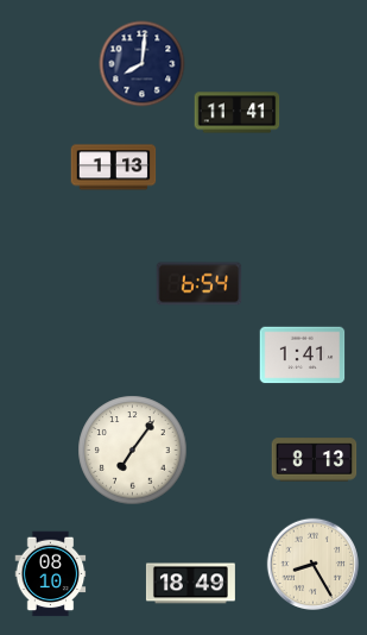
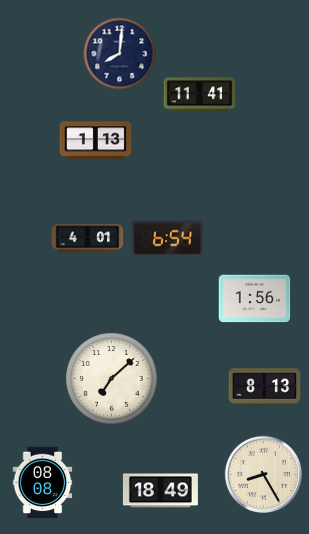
clock at (88, 239): none -> 4:01
clock at (303, 356): 1:41 -> 1:56
clock at (133, 451): 7:06 -> 7:08
clock at (51, 574): 08:10 -> 08:08
